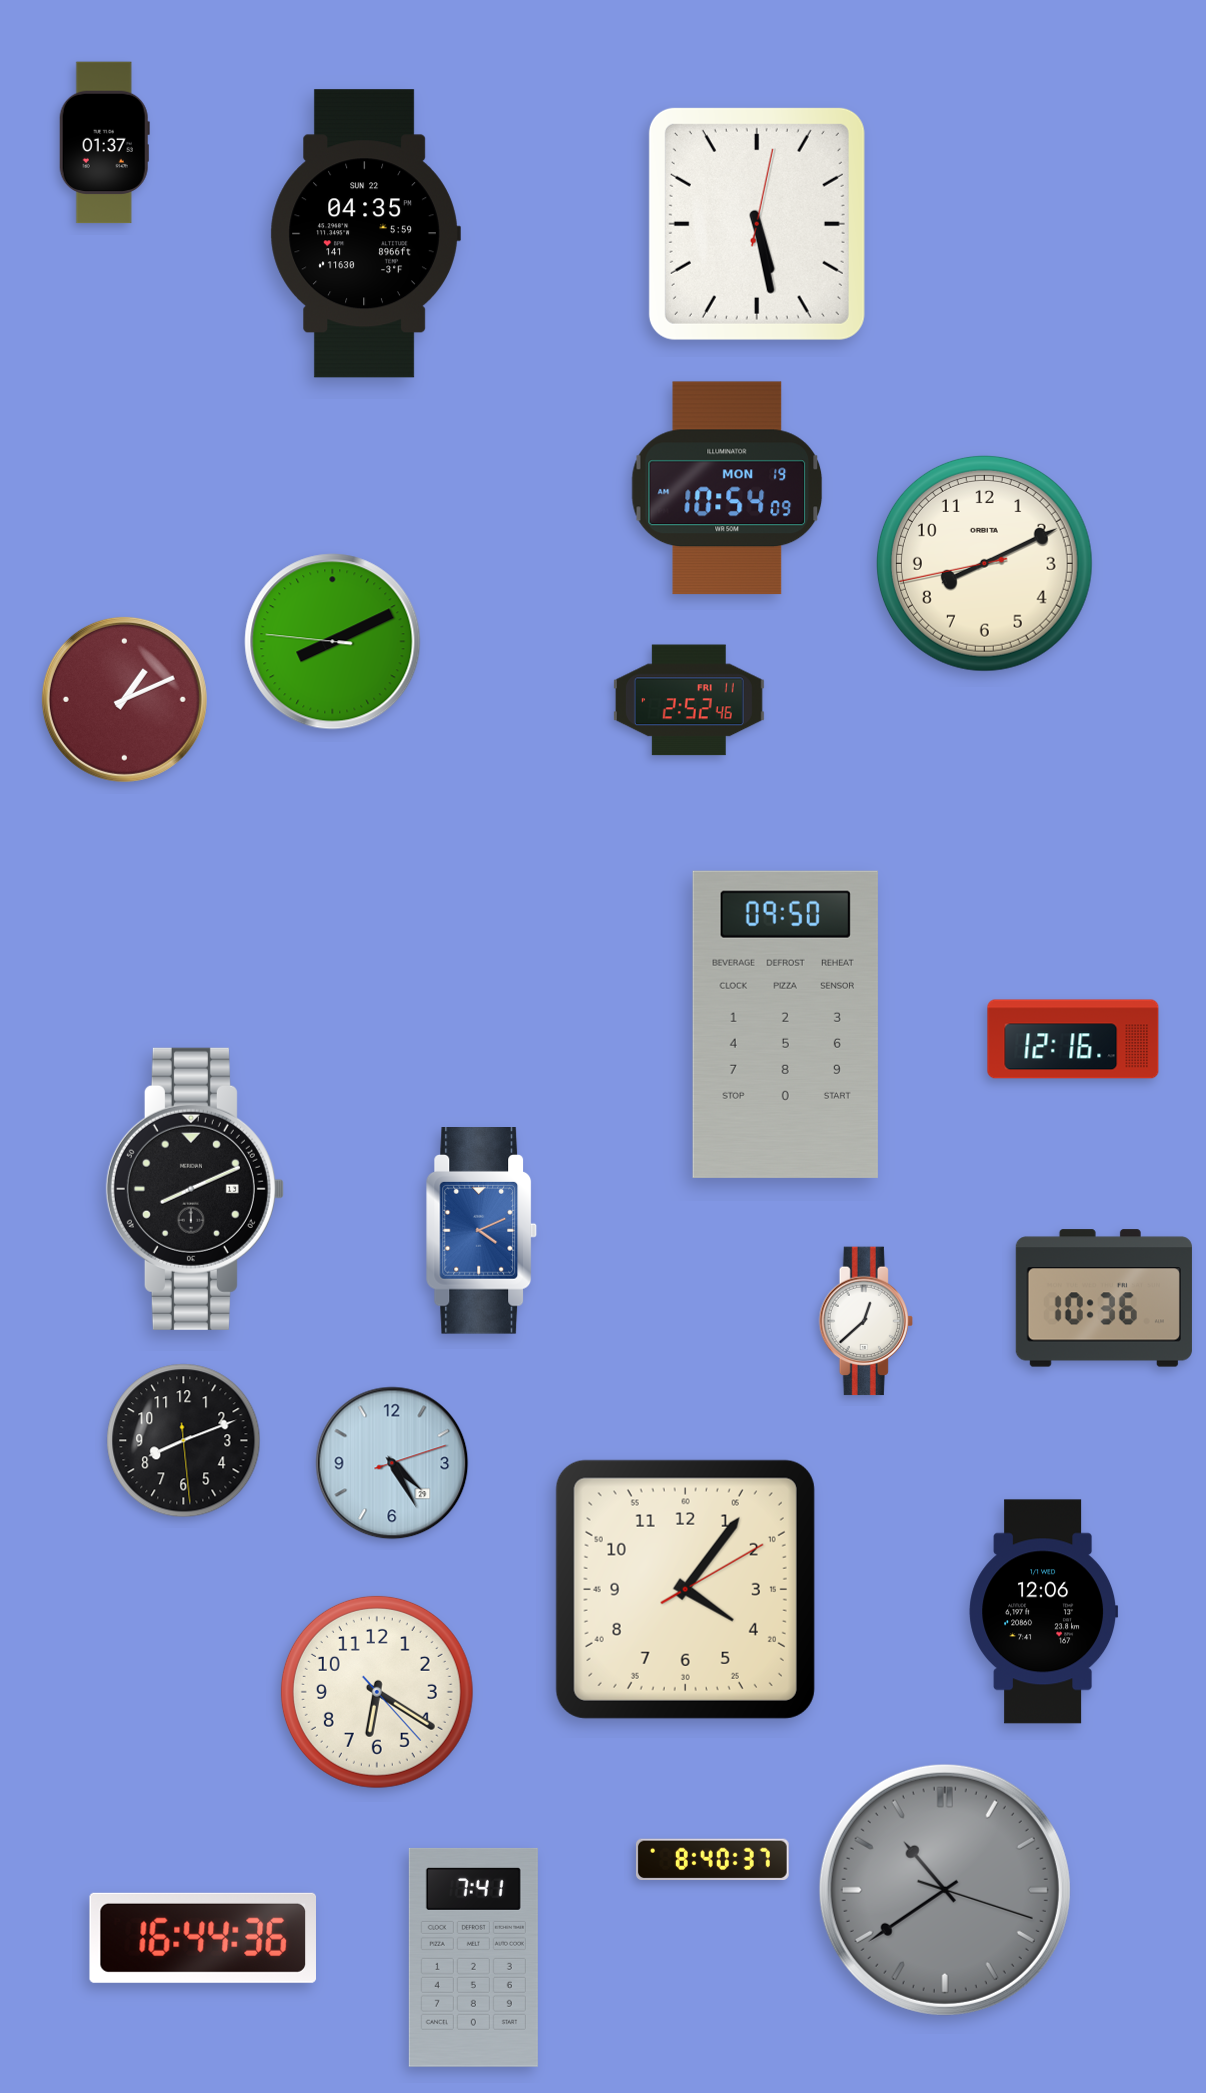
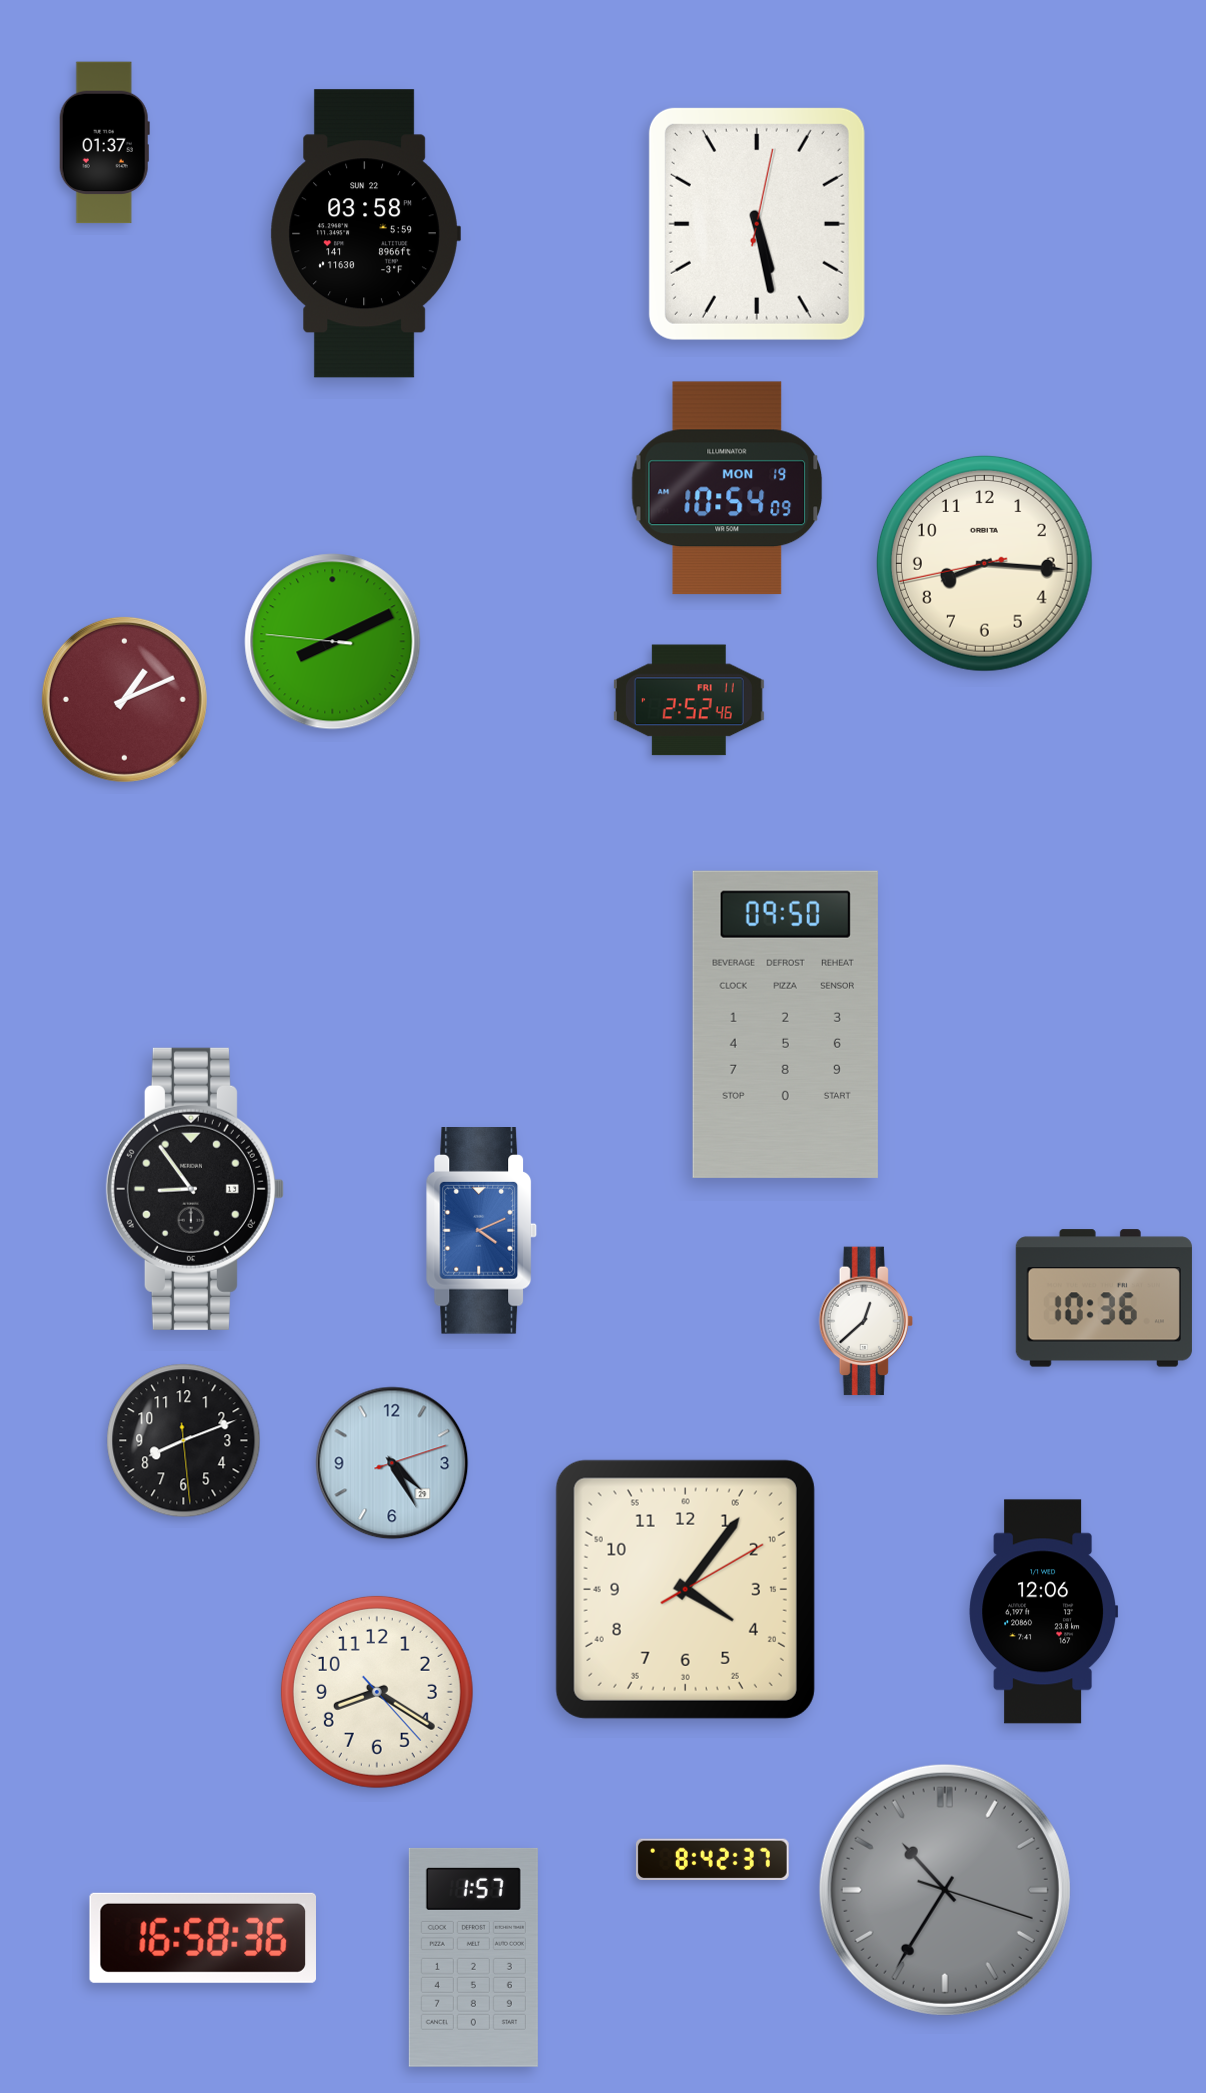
clock at (365, 234): 04:35 -> 03:58
clock at (984, 563): 8:10 -> 8:15
clock at (1073, 1039): 12:16 -> none
clock at (195, 1189): 8:11 -> 8:54
clock at (377, 1692): 6:20 -> 8:20
clock at (712, 1860): 8:40 -> 8:42
clock at (945, 1890): 10:39 -> 10:35
clock at (202, 1938): 16:44 -> 16:58
clock at (473, 1957): 7:41 -> 1:57
